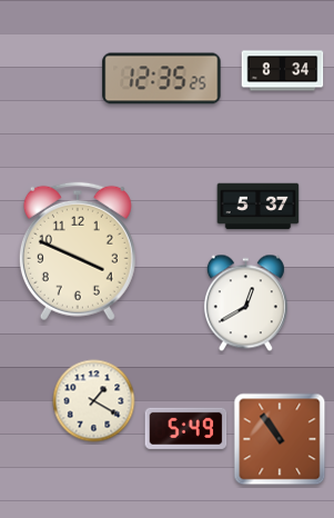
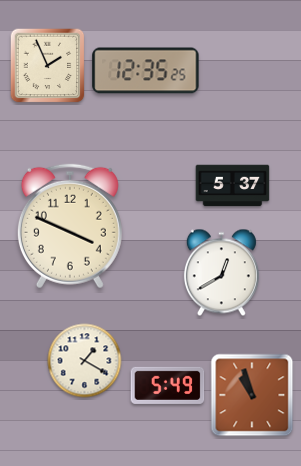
clock at (283, 71): 8:34 -> none
clock at (48, 66): none -> 1:56
clock at (280, 439): 10:54 -> 10:57
